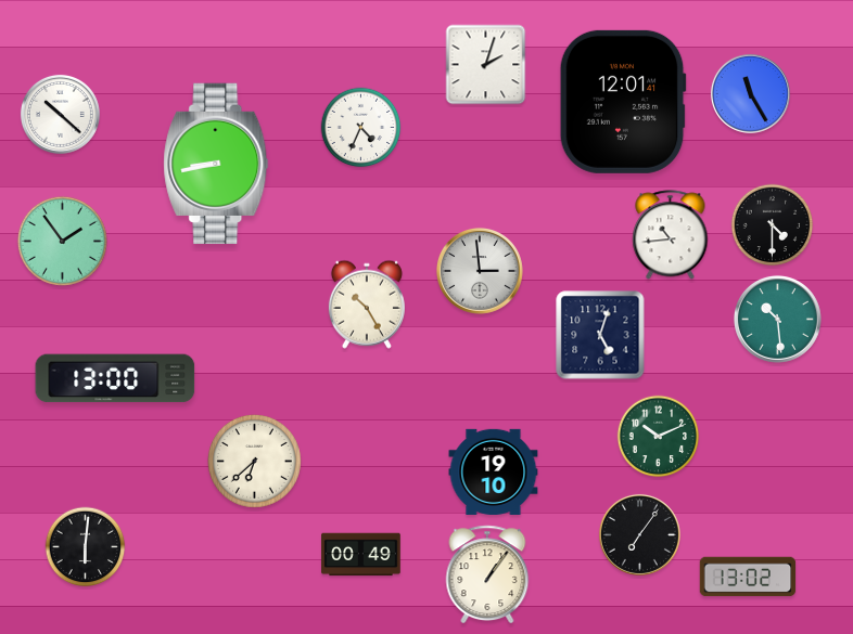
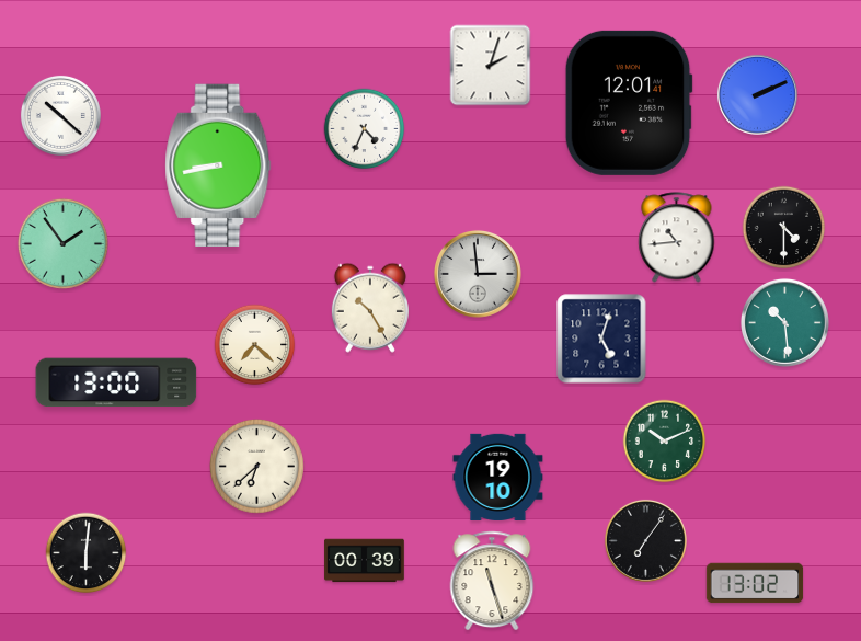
clock at (750, 93): 11:25 -> 2:11
clock at (773, 225) position: (773, 225) -> (784, 228)
clock at (480, 271) position: (480, 271) -> (478, 274)
clock at (600, 335) position: (600, 335) -> (601, 339)
clock at (255, 345): none -> 7:22
clock at (361, 555): 00:49 -> 00:39
clock at (487, 574): 1:06 -> 11:27
